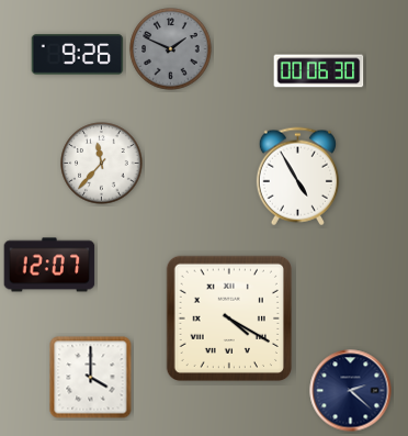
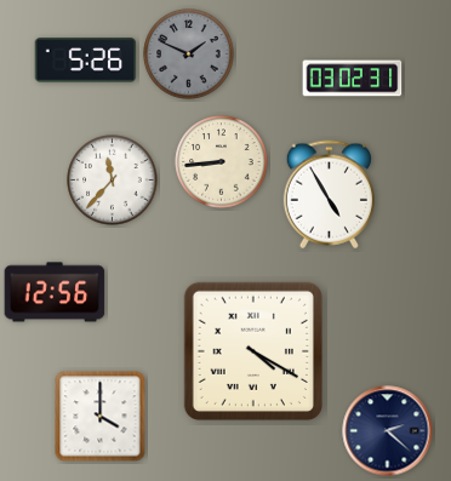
clock at (78, 55): 9:26 -> 5:26
clock at (319, 71): 00:06 -> 03:02
clock at (222, 162): none -> 8:44
clock at (49, 265): 12:07 -> 12:56
